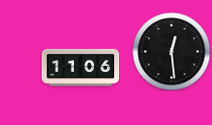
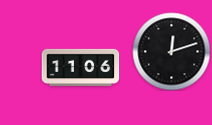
clock at (171, 51): 12:29 -> 12:12
